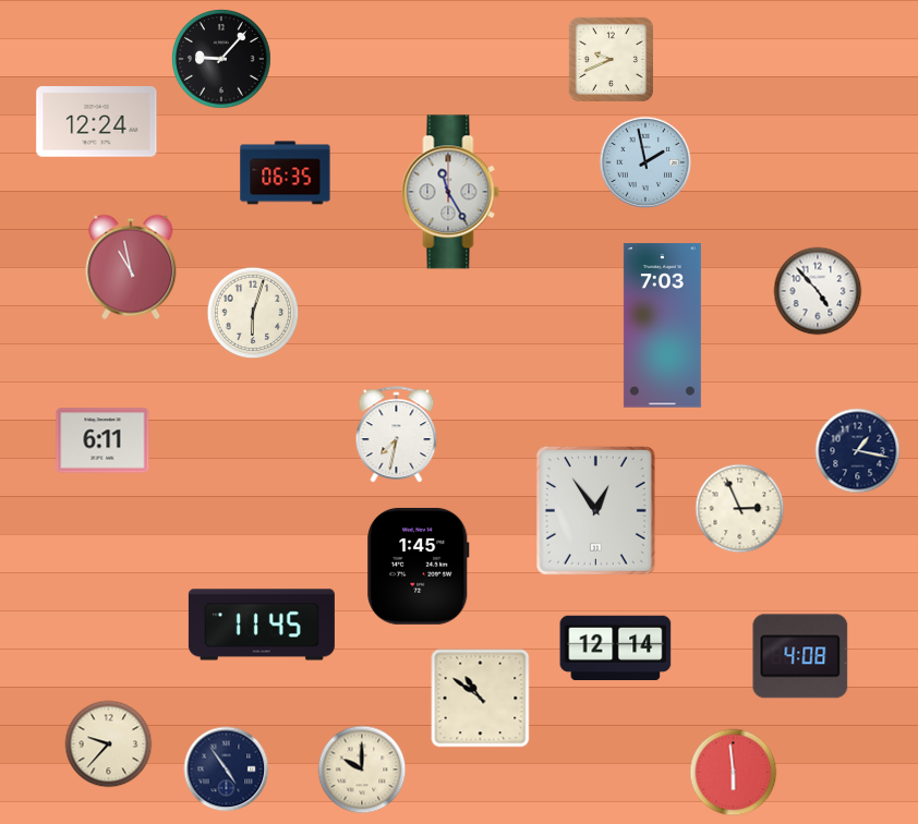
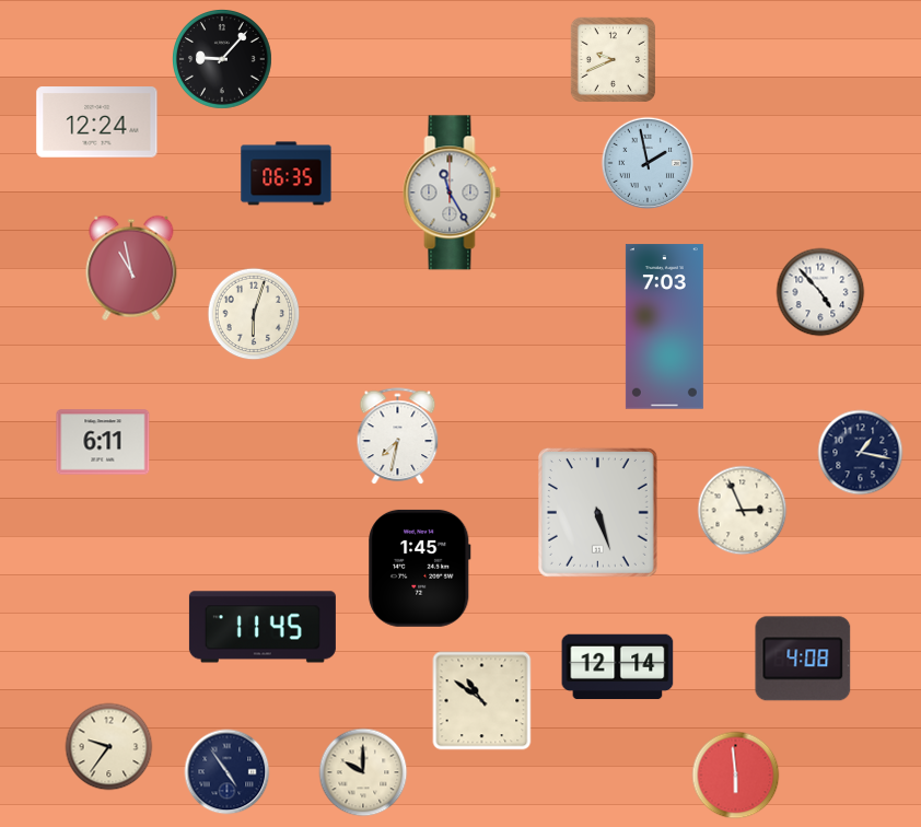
clock at (595, 510): 12:54 -> 5:27
clock at (616, 649) position: (616, 649) -> (618, 667)
clock at (109, 744): 9:37 -> 9:36
